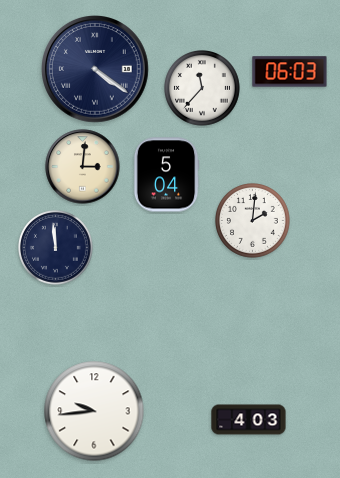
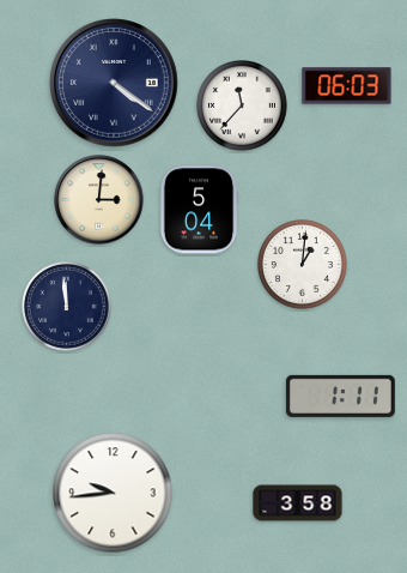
clock at (253, 221): 2:01 -> 1:01
clock at (56, 248) position: (56, 248) -> (67, 307)
clock at (340, 396): none -> 1:11
clock at (249, 420): 4:03 -> 3:58
